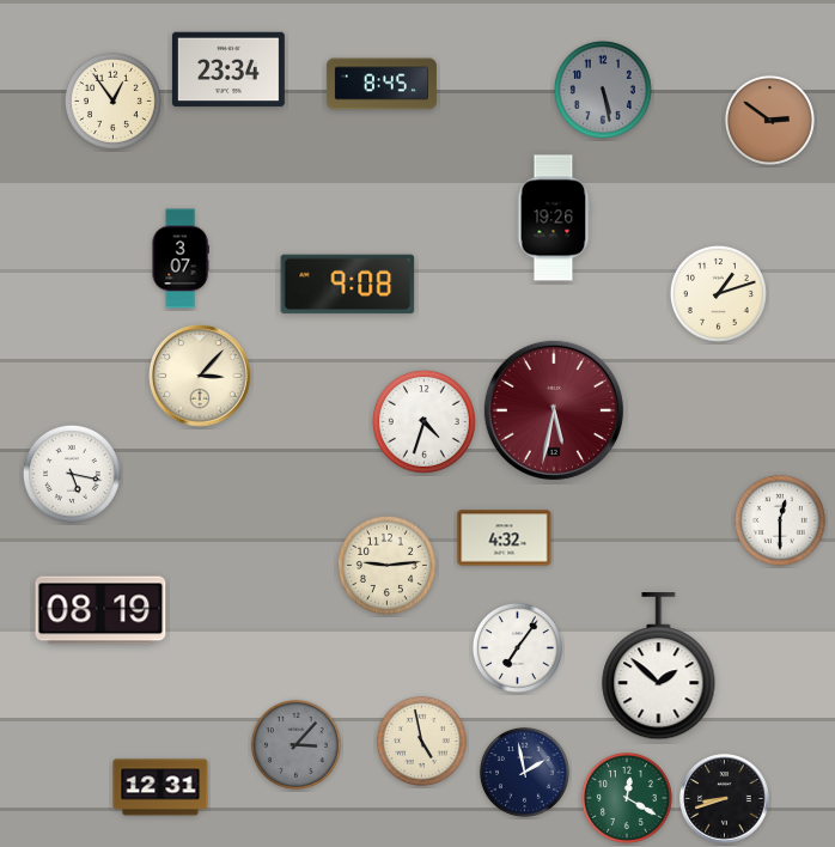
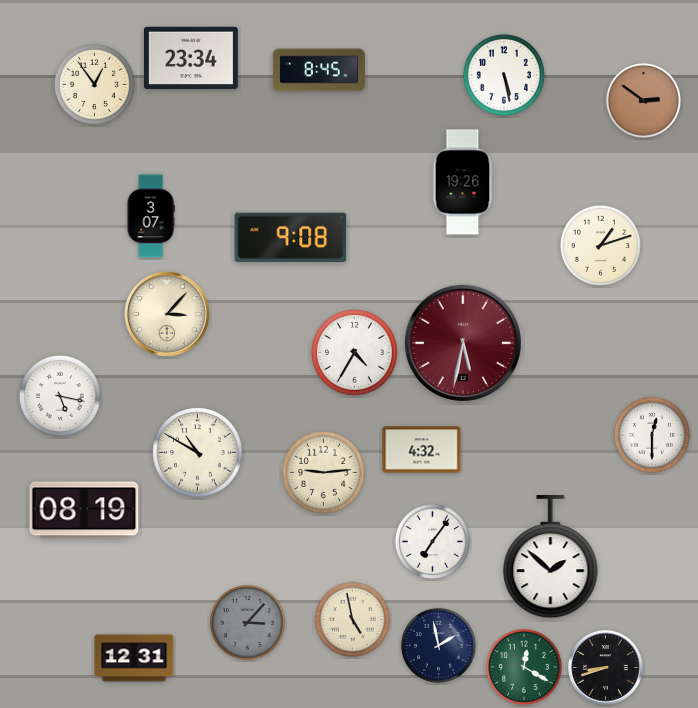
clock at (603, 90) dial: grey -> white
clock at (425, 422): 4:33 -> 4:35
clock at (198, 453): none -> 10:50
